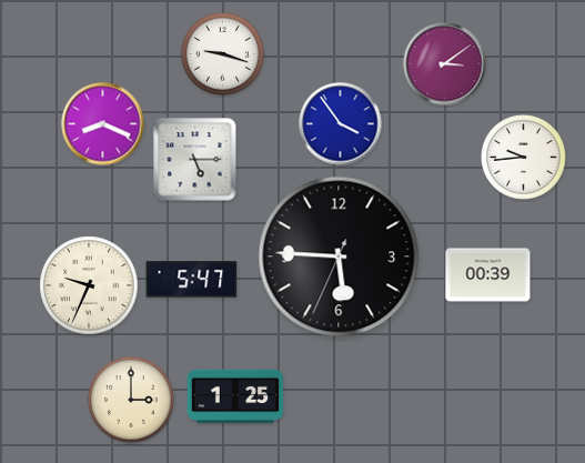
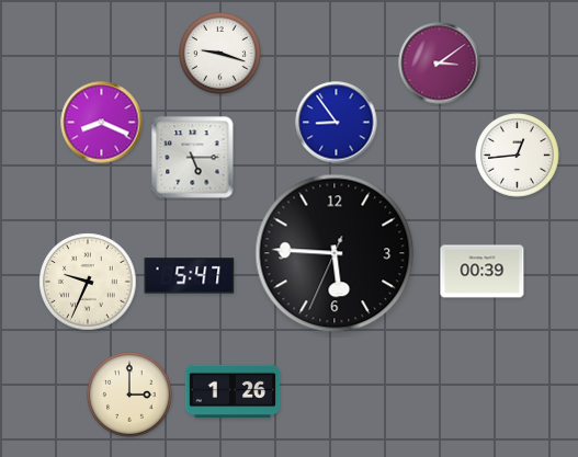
clock at (341, 124): 3:54 -> 8:54
clock at (524, 158): 9:44 -> 12:44
clock at (235, 396): 1:25 -> 1:26
